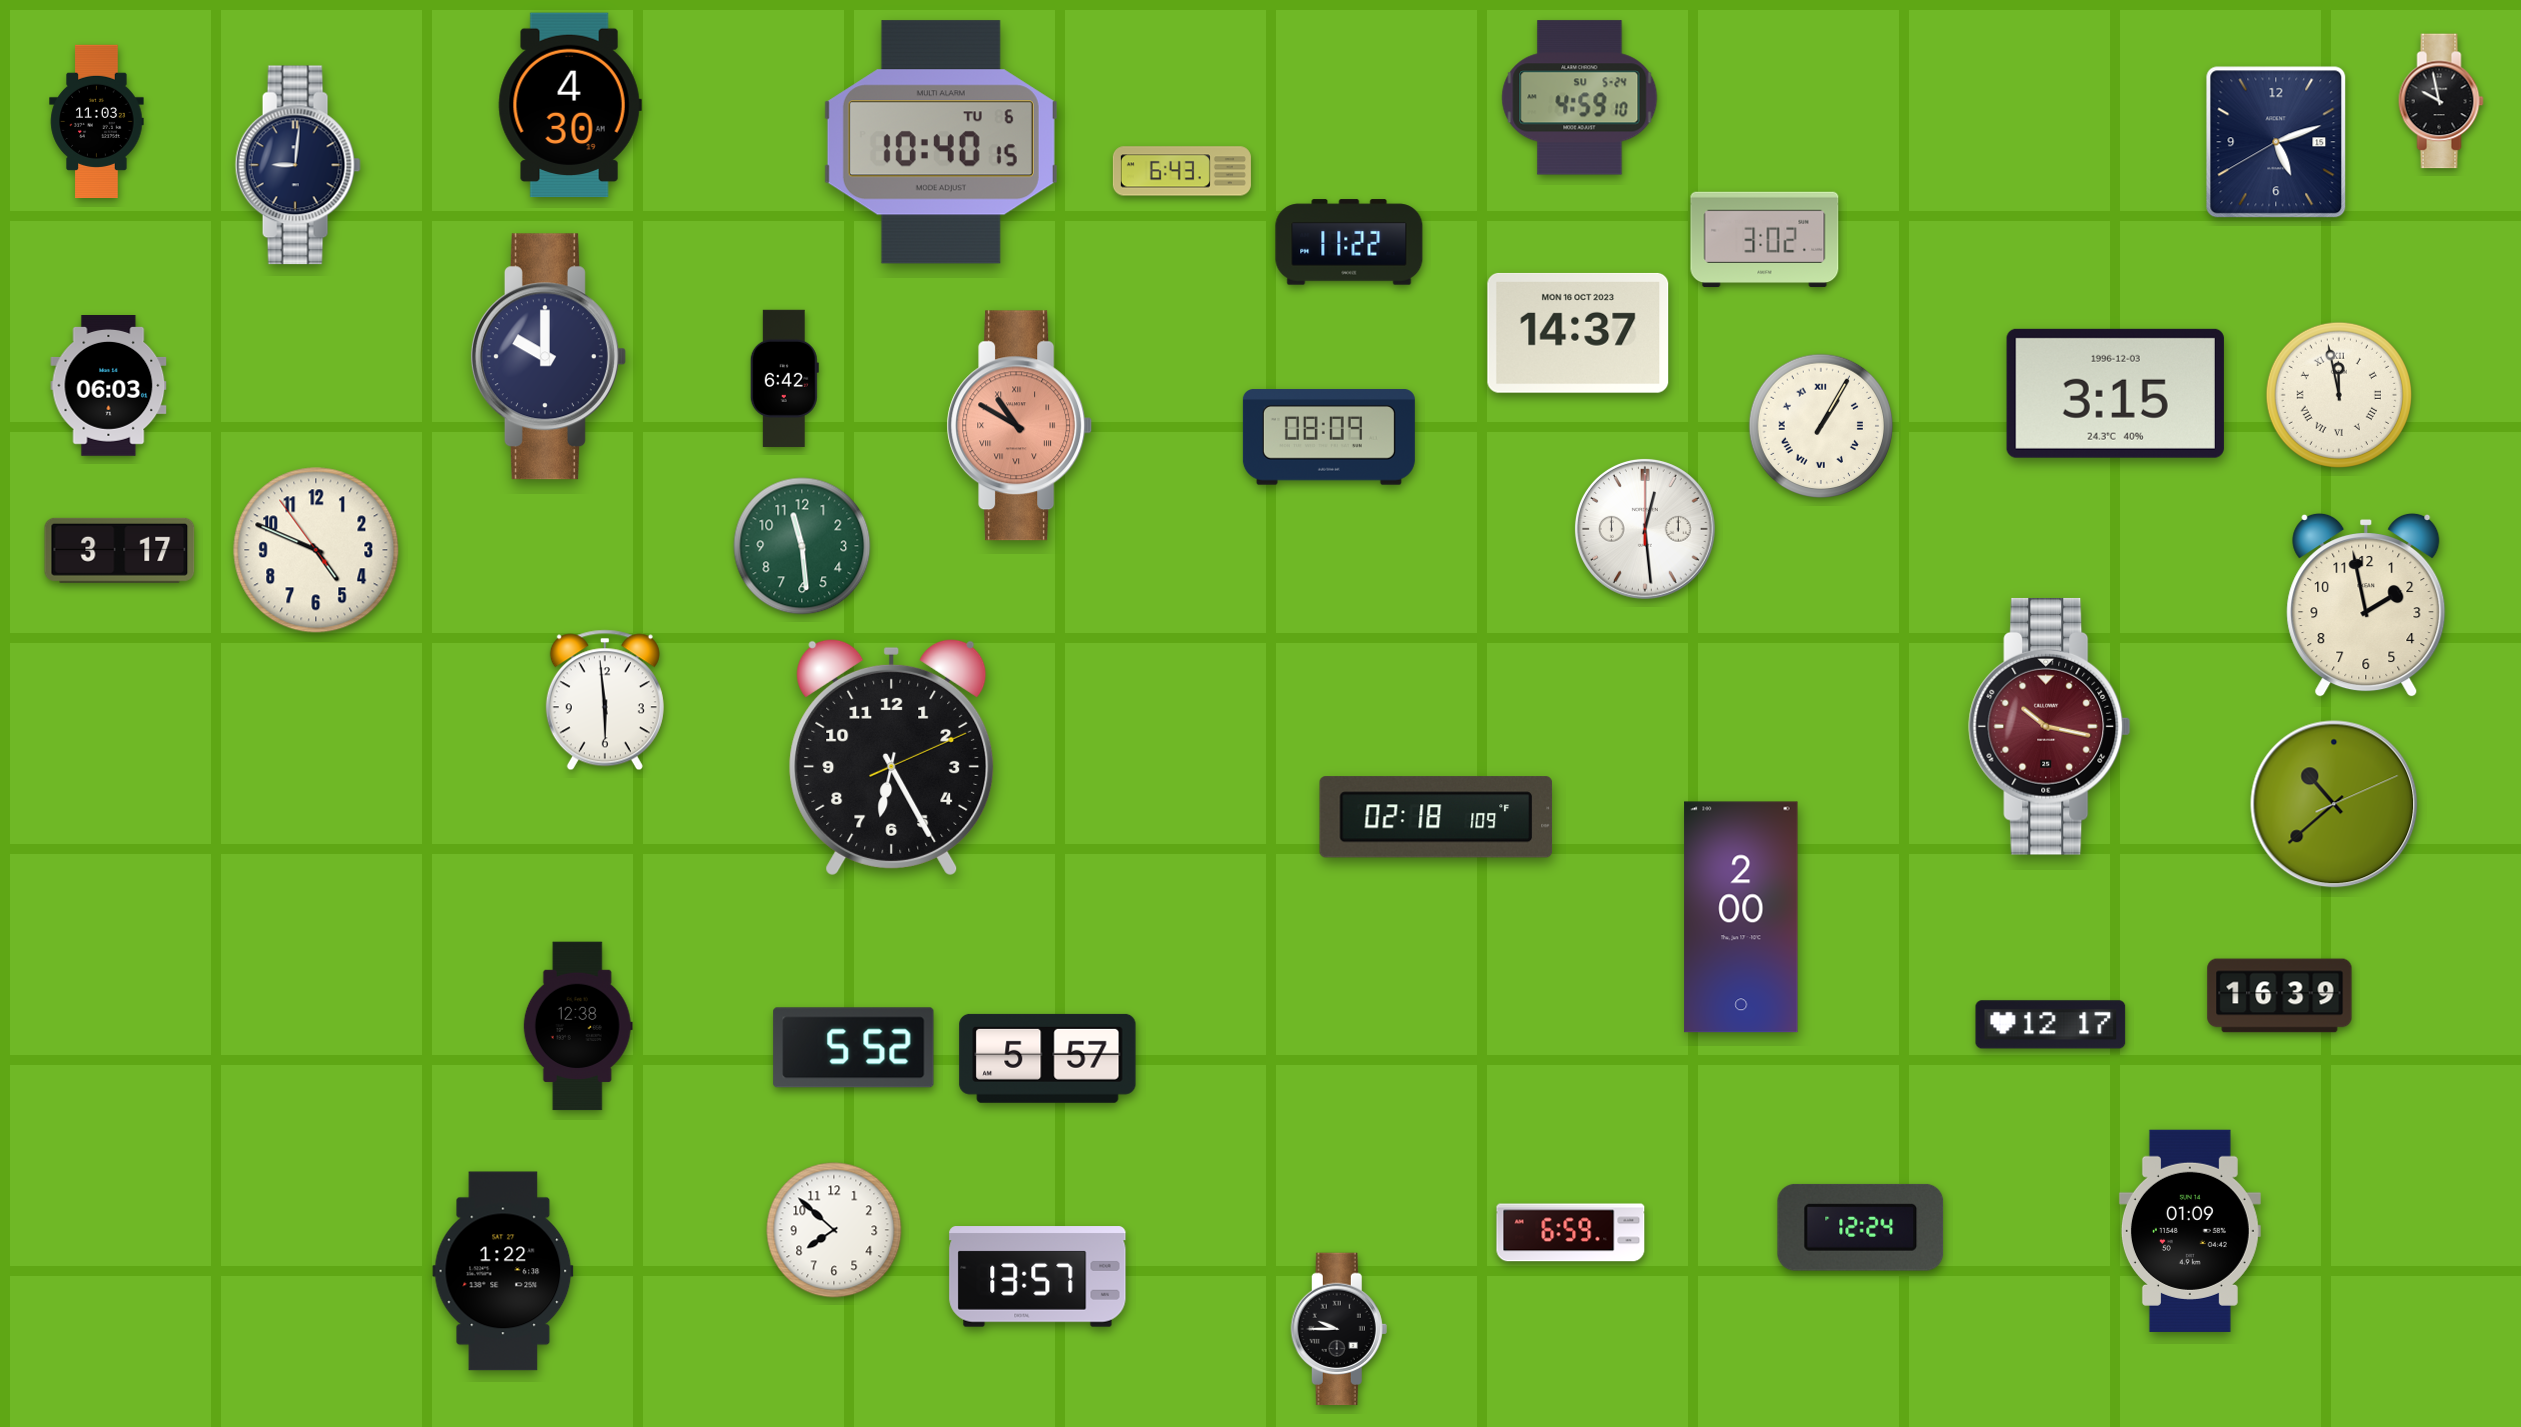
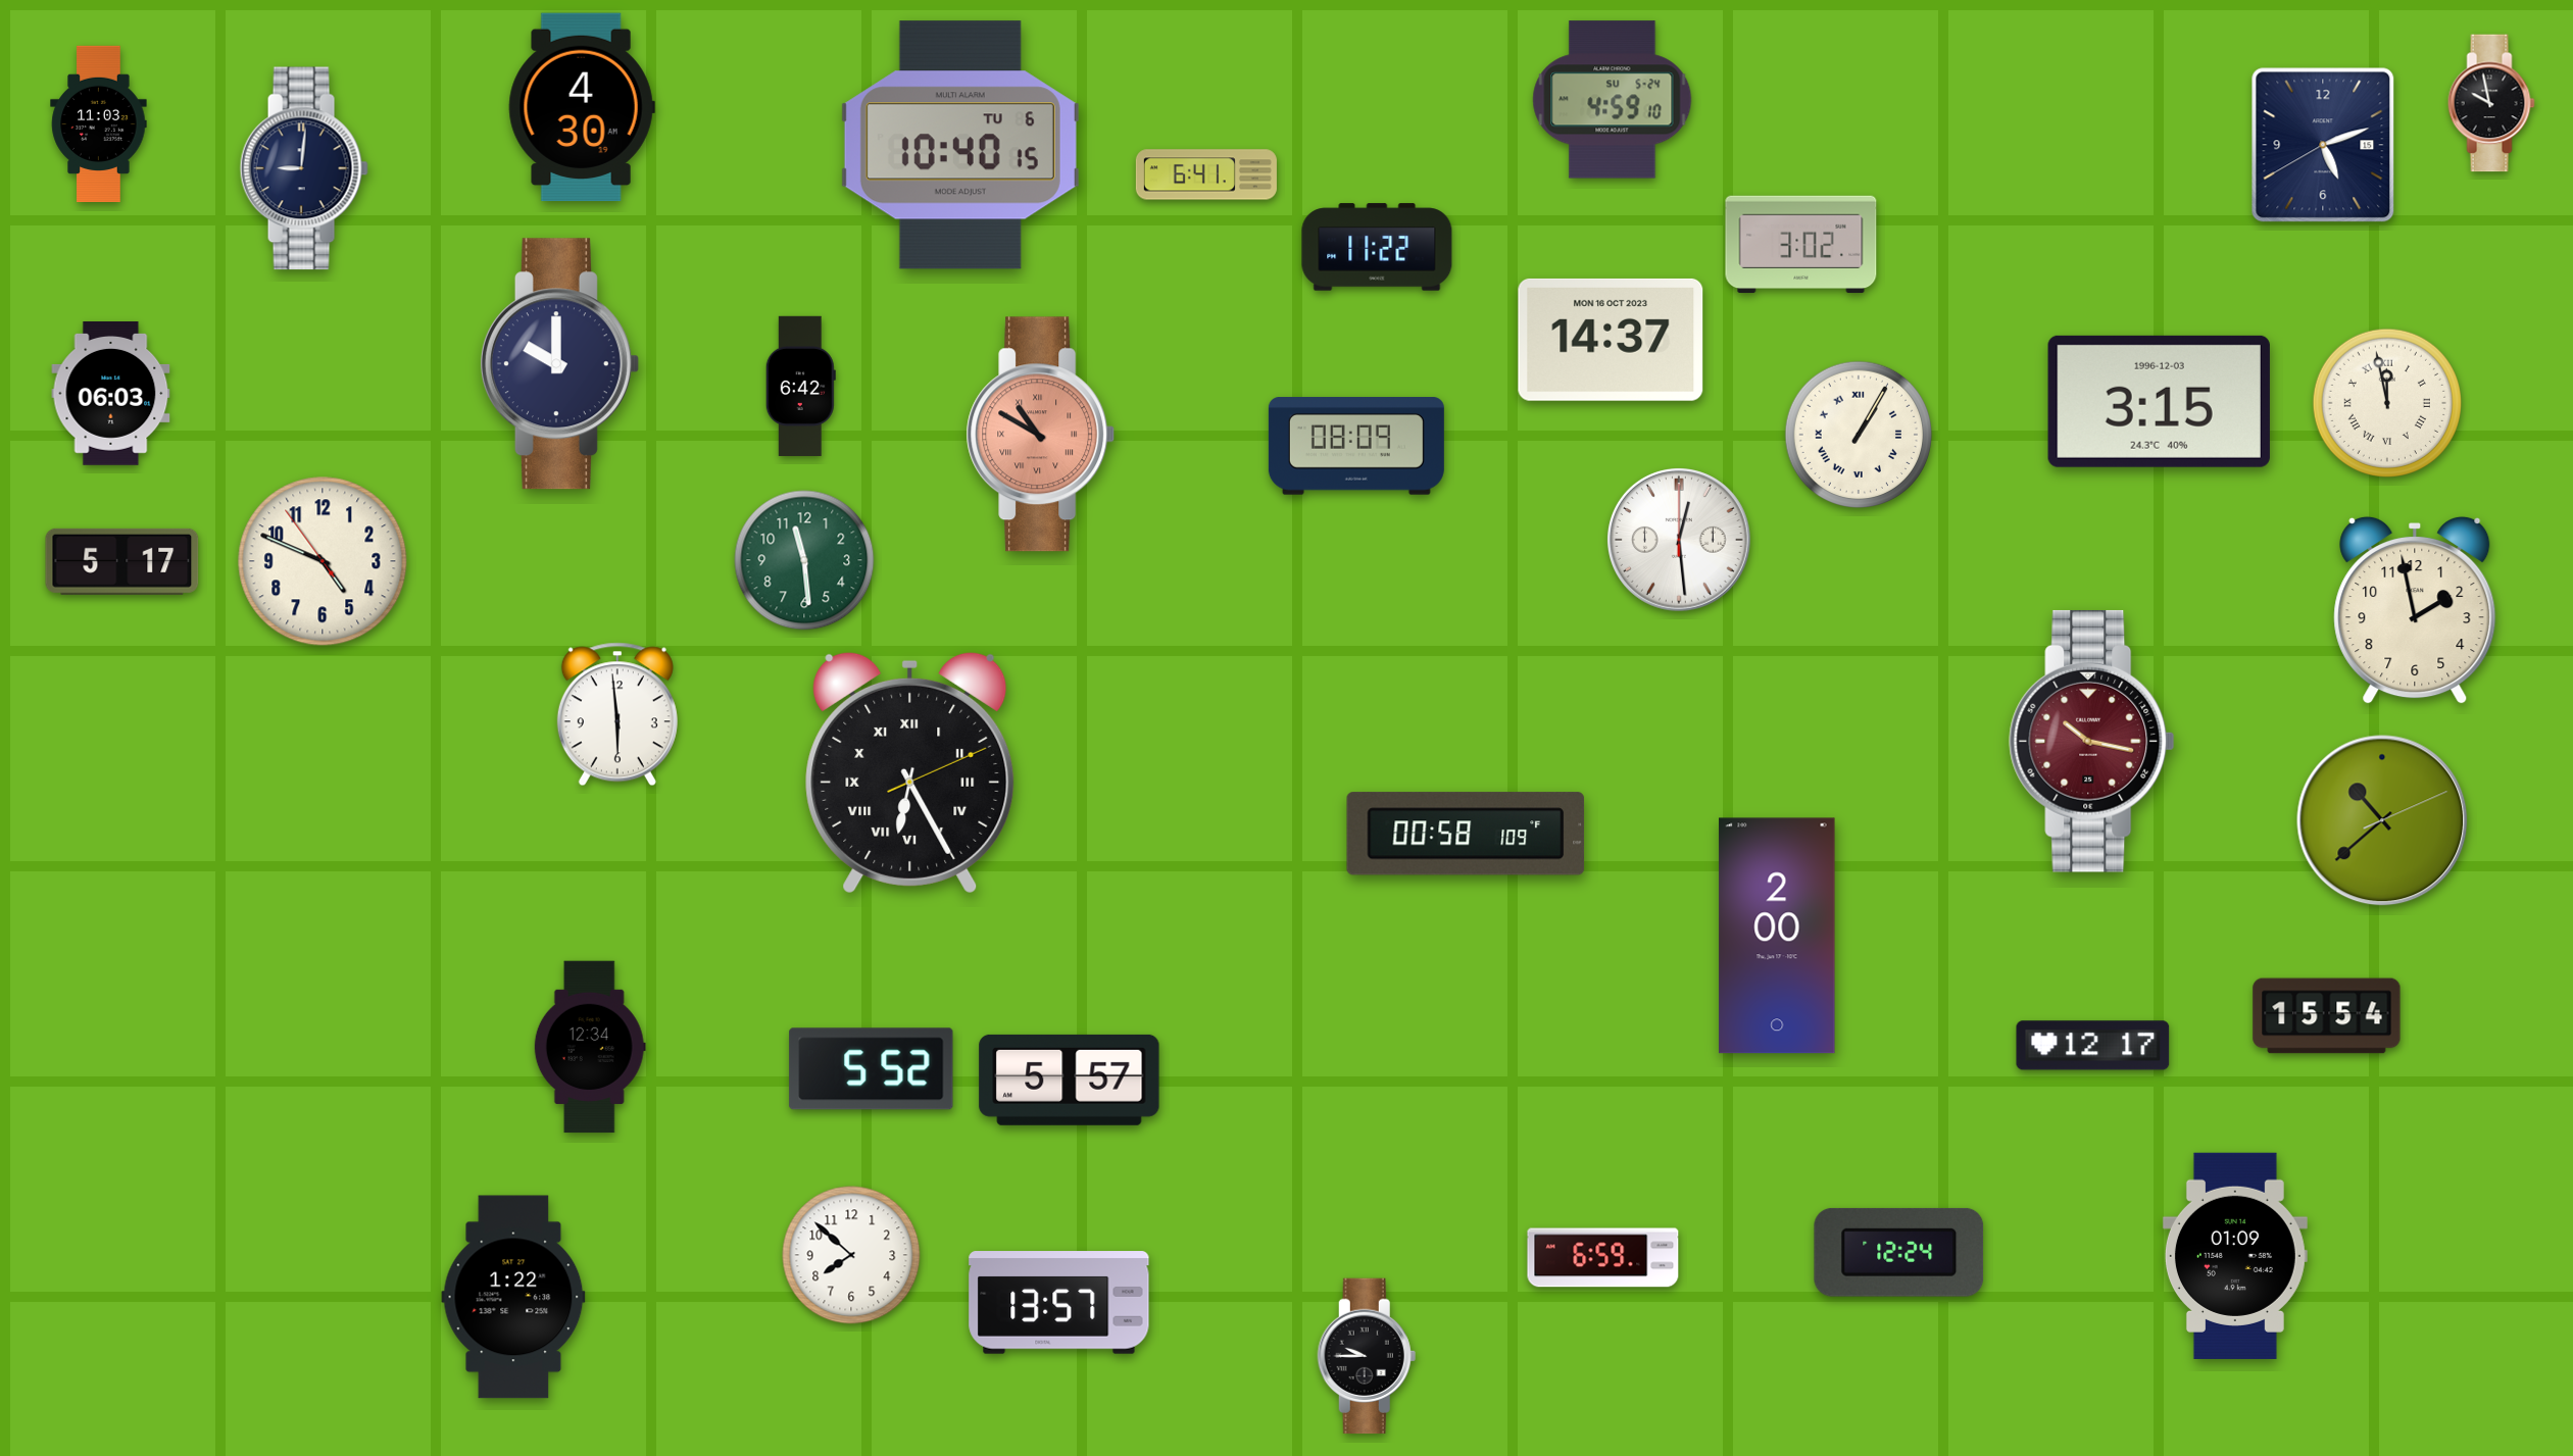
clock at (1182, 171): 6:43 -> 6:41
clock at (802, 546) position: (802, 546) -> (804, 560)
clock at (120, 550): 3:17 -> 5:17
clock at (2366, 605) position: (2366, 605) -> (2415, 610)
clock at (892, 757) numerals: Arabic -> Roman
clock at (1436, 817): 02:18 -> 00:58
clock at (2280, 996): 16:39 -> 15:54
clock at (578, 1026): 12:38 -> 12:34
